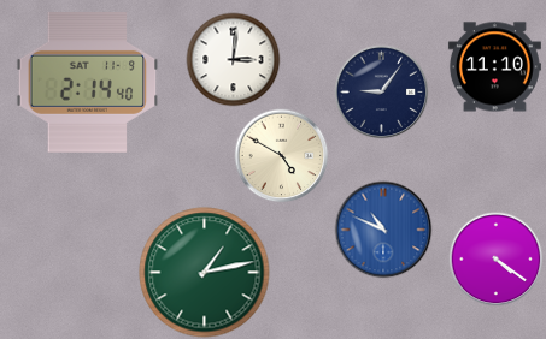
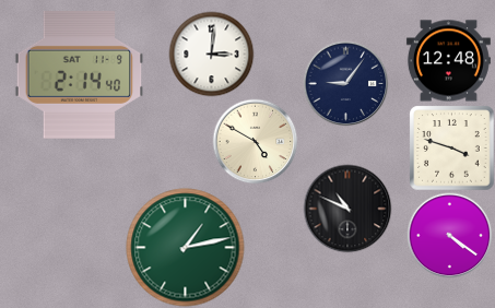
clock at (494, 67): 11:10 -> 12:48
clock at (451, 147): none -> 3:48
clock at (383, 230) dial: blue -> black
